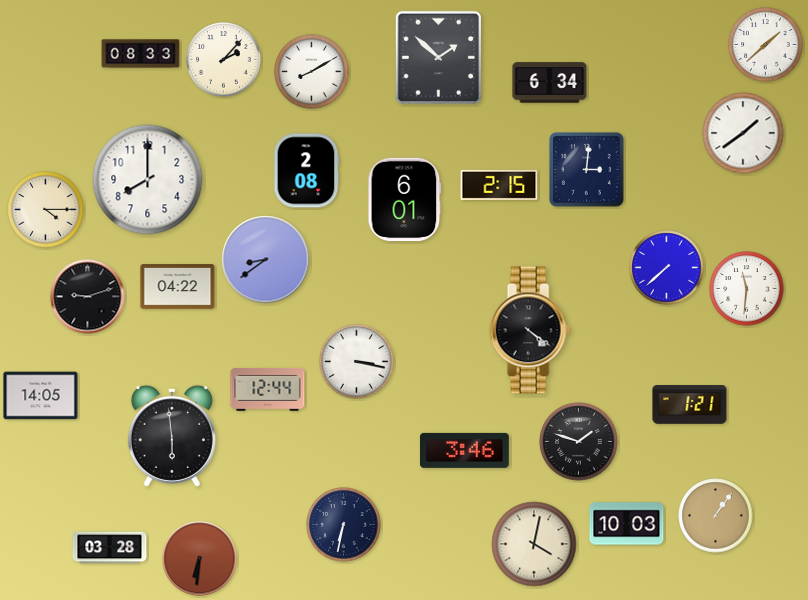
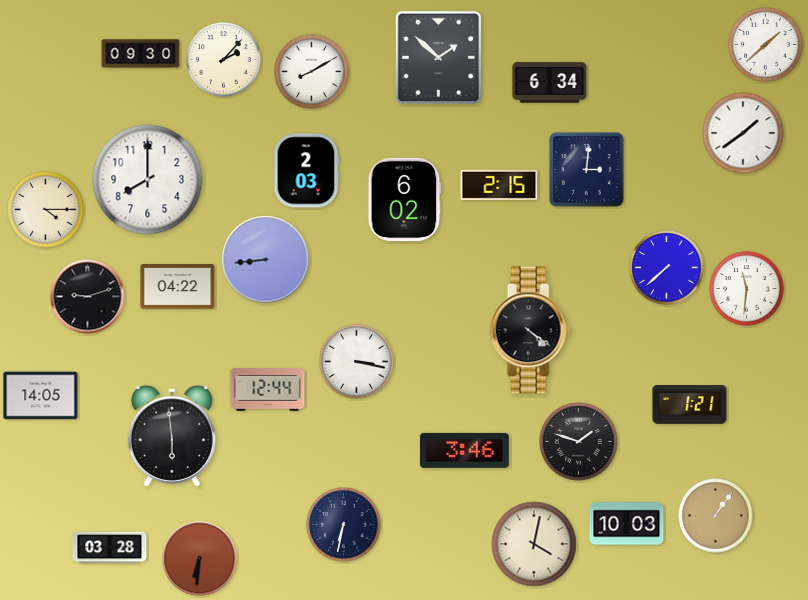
clock at (141, 54): 08:33 -> 09:30
clock at (306, 171): 2:08 -> 2:03
clock at (405, 200): 6:01 -> 6:02
clock at (266, 260): 8:39 -> 8:44
